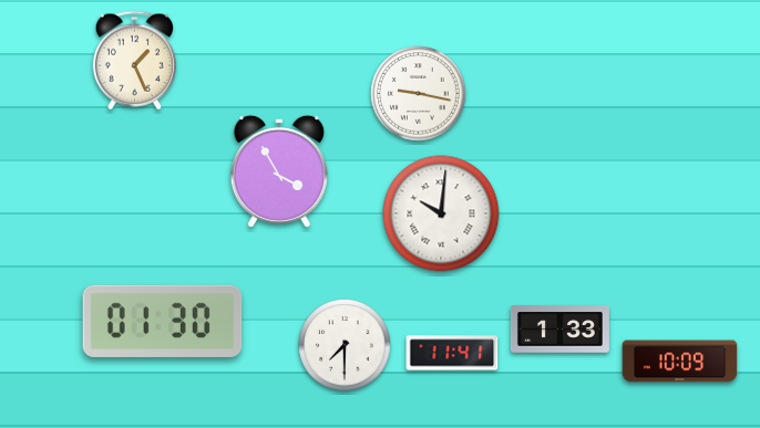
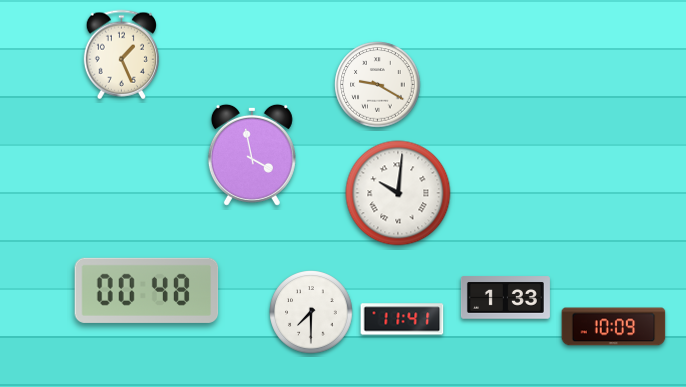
clock at (419, 94): 9:17 -> 9:20
clock at (279, 171): 3:55 -> 3:58
clock at (163, 321): 01:30 -> 00:48
clock at (452, 353) position: (452, 353) -> (402, 319)
